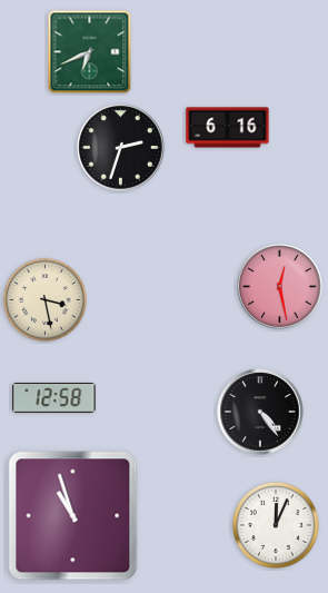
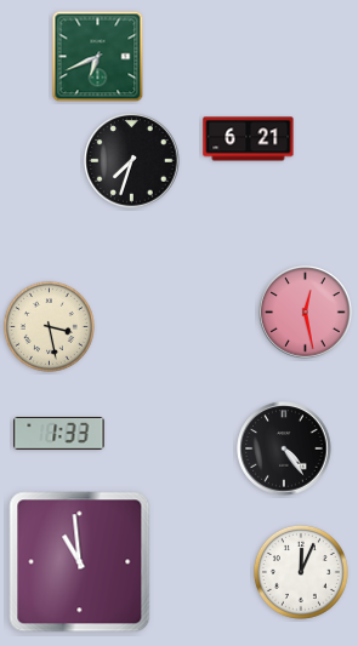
clock at (228, 128): 6:16 -> 6:21
clock at (121, 148): 2:33 -> 7:33
clock at (54, 398): 12:58 -> 1:33
clock at (73, 516): 10:57 -> 10:59
